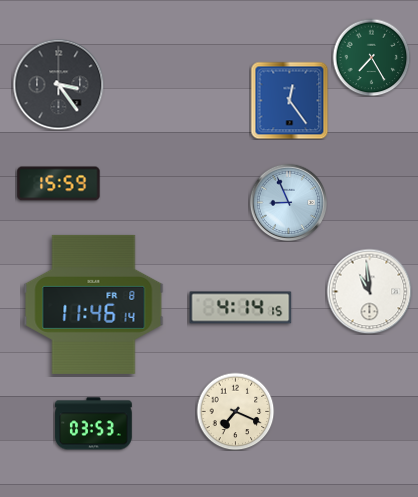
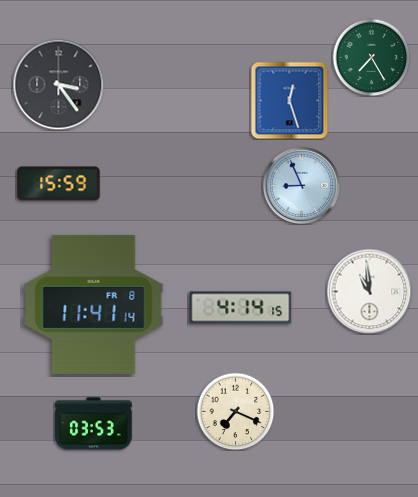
clock at (289, 100): 12:24 -> 12:27
clock at (288, 202) position: (288, 202) -> (301, 185)
clock at (94, 304): 11:46 -> 11:41
